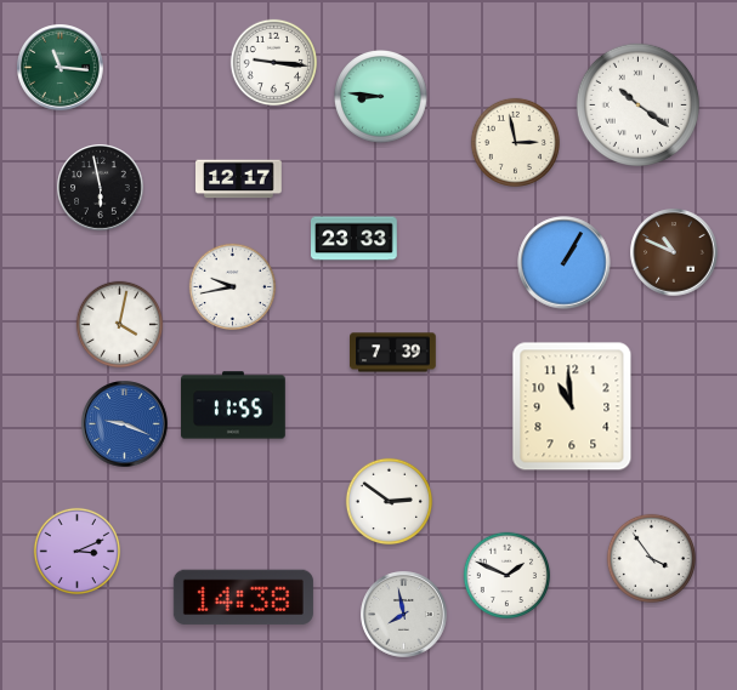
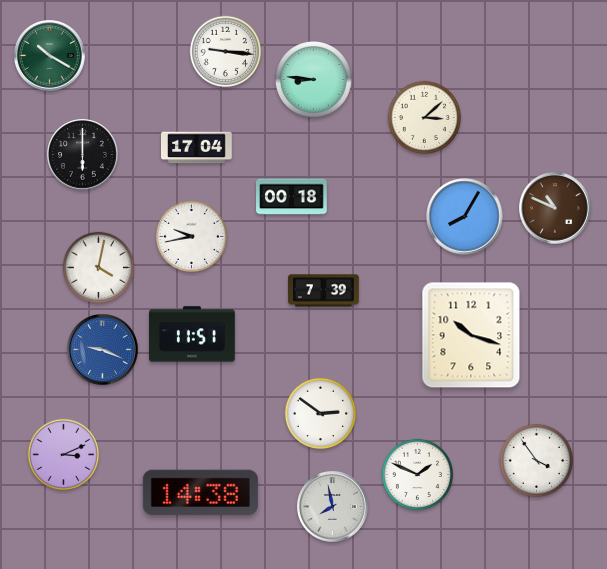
clock at (61, 68): 11:16 -> 10:20
clock at (637, 104): 10:21 -> none
clock at (515, 142): 2:58 -> 3:08
clock at (239, 179): 12:17 -> 17:04
clock at (101, 188): 5:58 -> 6:00
clock at (355, 239): 23:33 -> 00:18
clock at (565, 263): 1:05 -> 8:05
clock at (234, 405): 11:55 -> 11:51
clock at (572, 406): 10:59 -> 10:18
